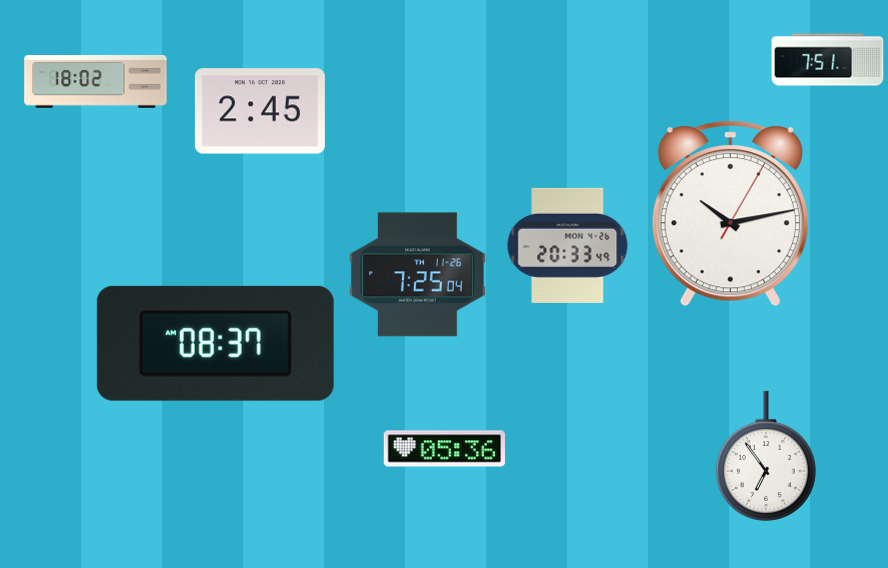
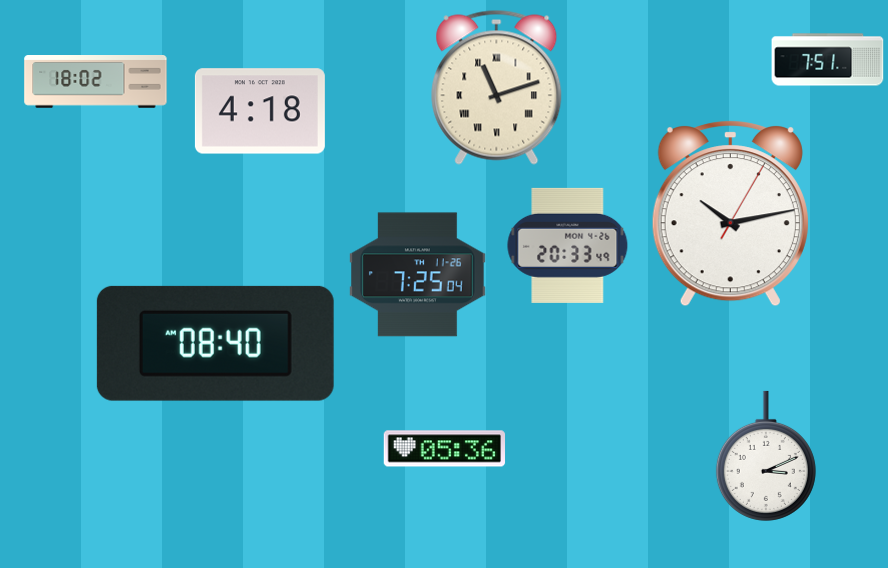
clock at (497, 87): none -> 11:12
clock at (260, 111): 2:45 -> 4:18
clock at (215, 343): 08:37 -> 08:40
clock at (766, 456): 6:54 -> 3:11
